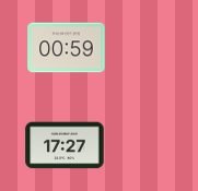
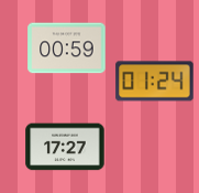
clock at (155, 82): none -> 01:24
